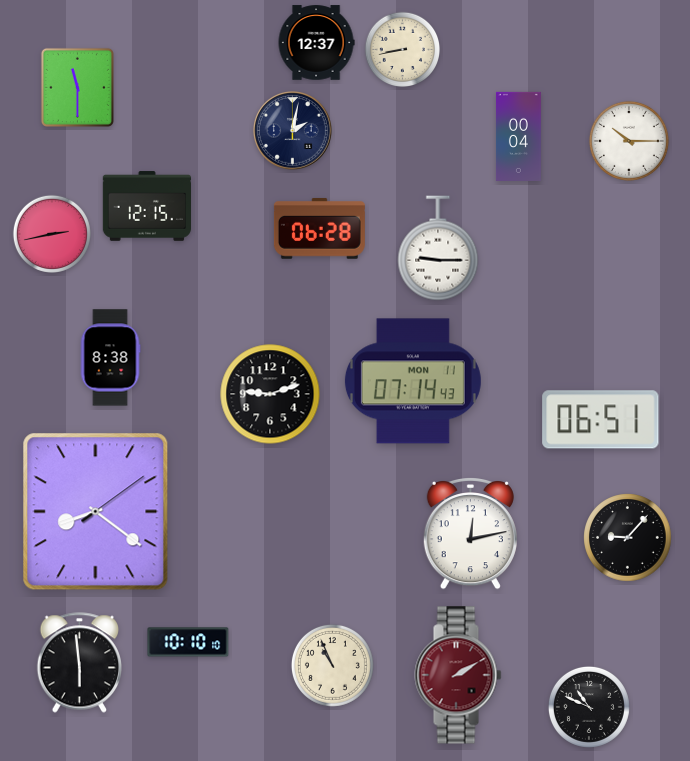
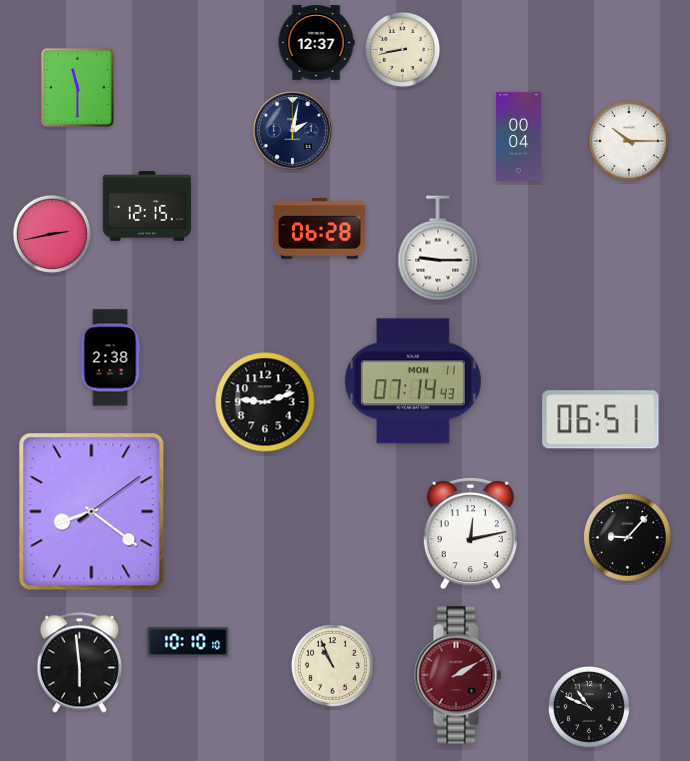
clock at (110, 358): 8:38 -> 2:38
clock at (270, 394) position: (270, 394) -> (265, 402)
clock at (96, 512) position: (96, 512) -> (92, 512)
